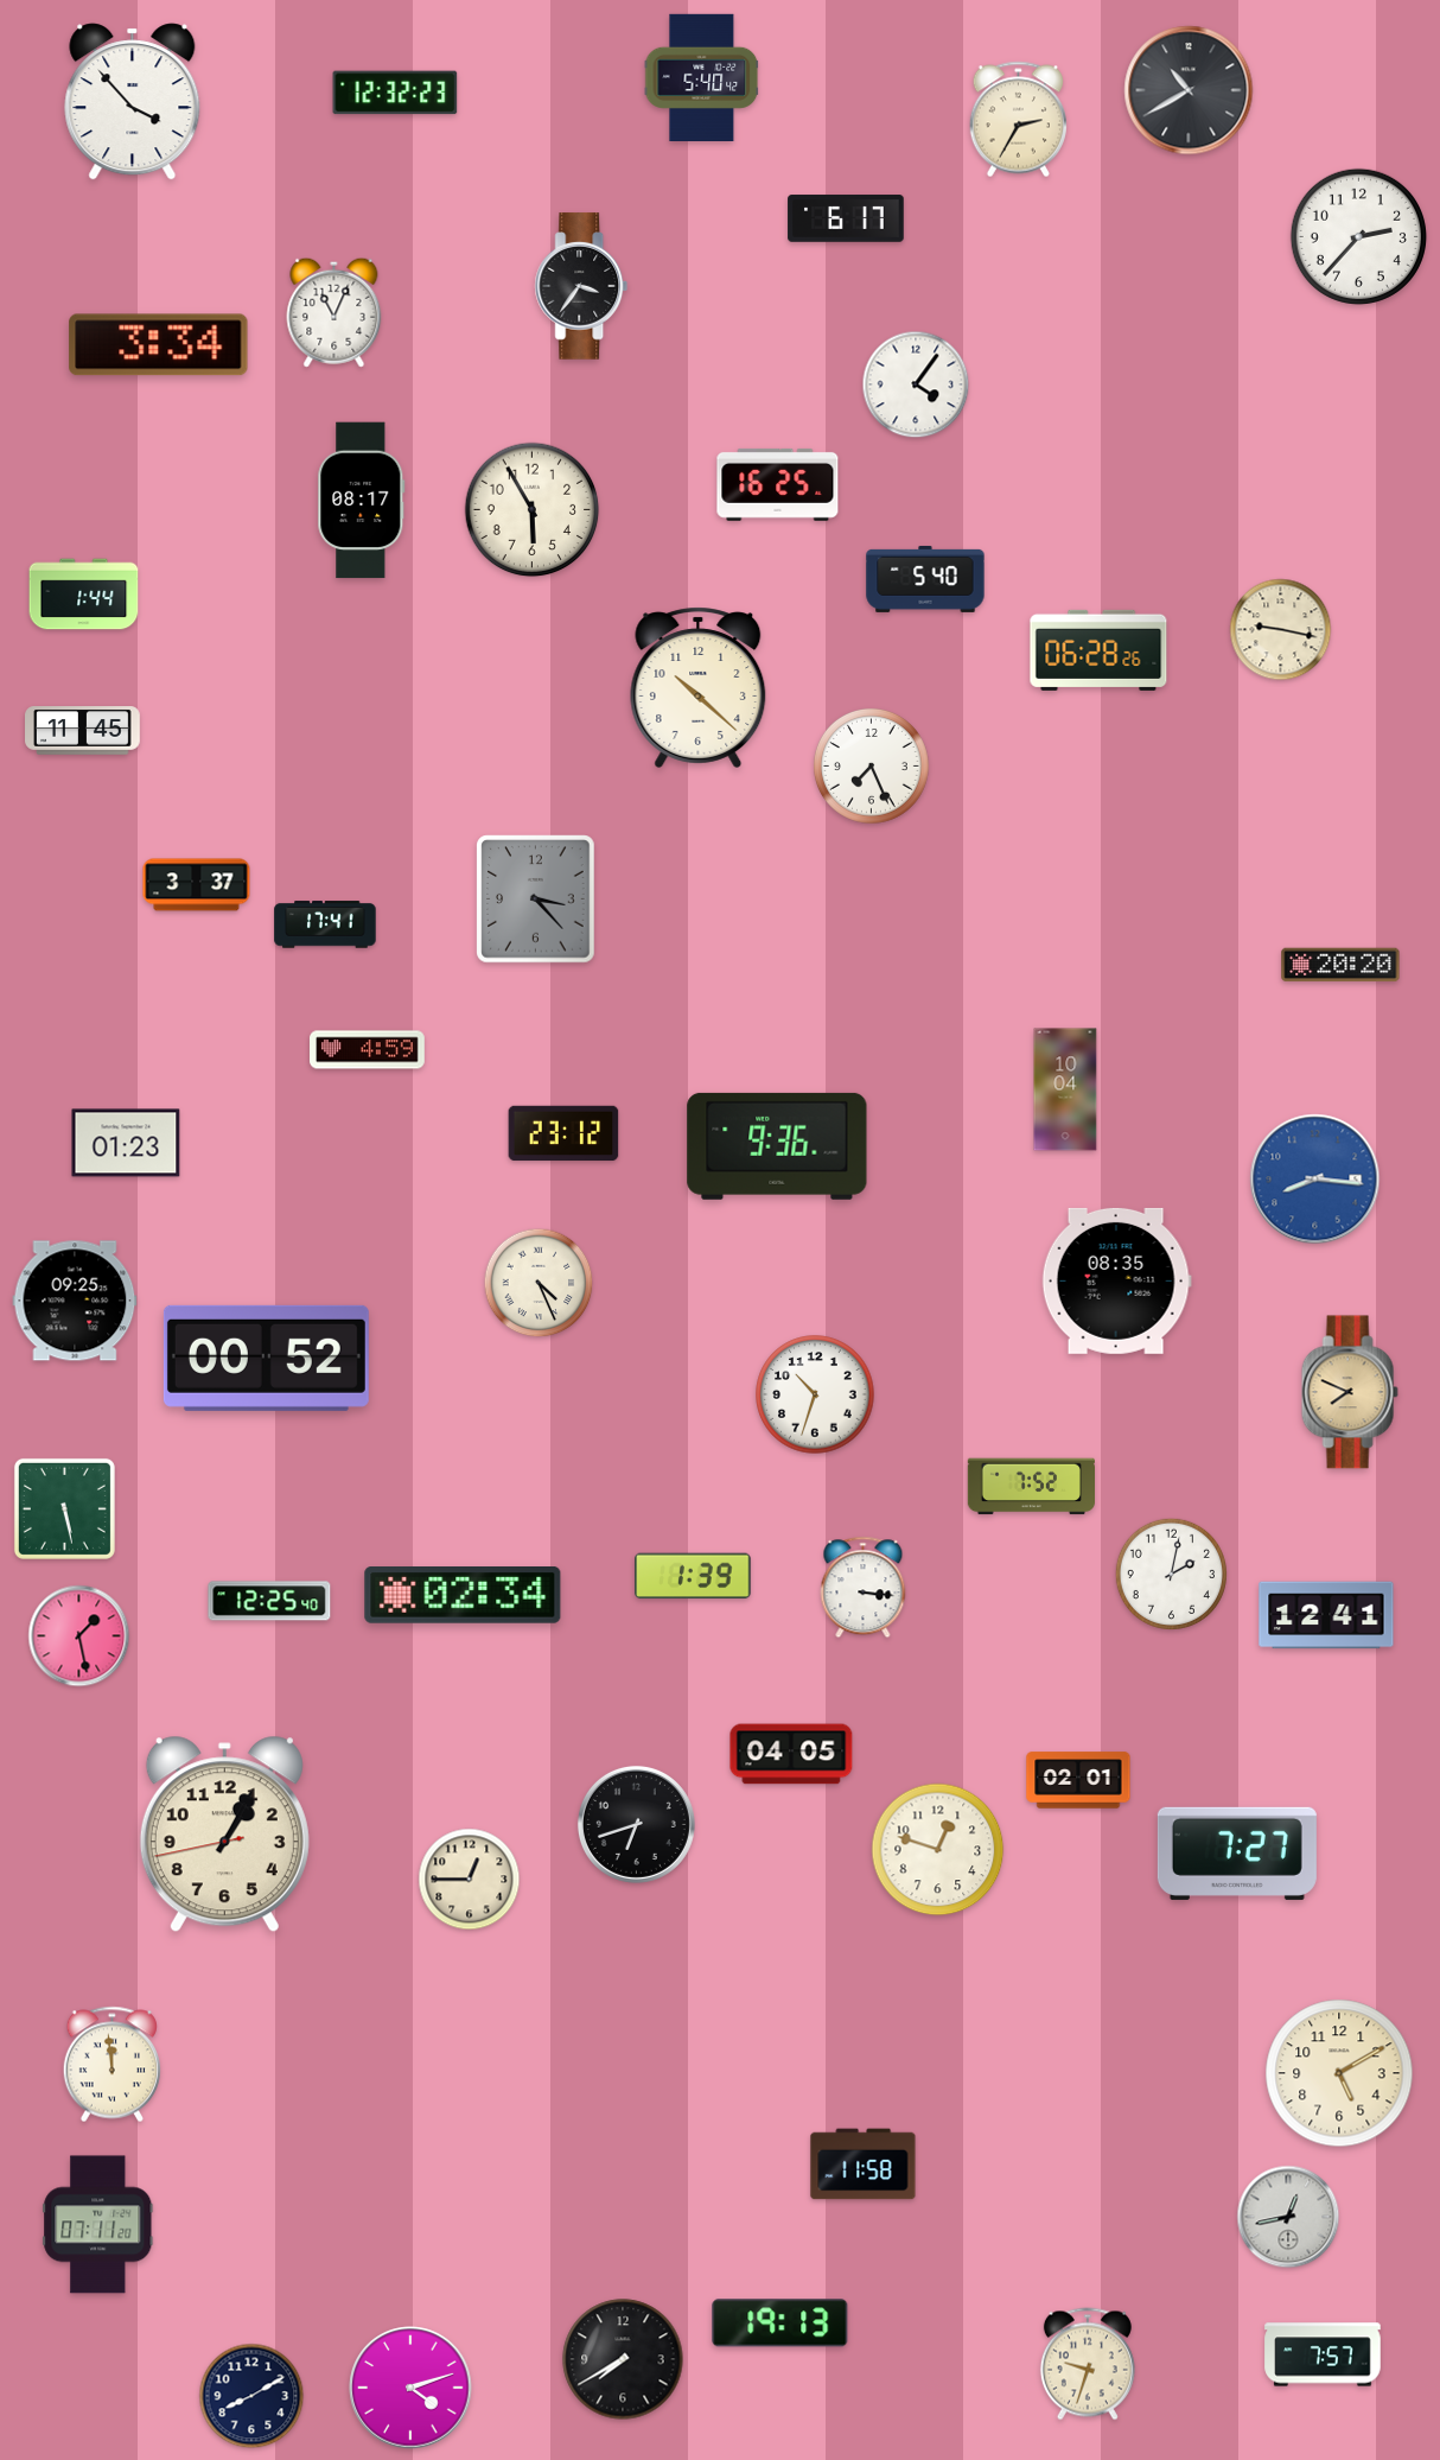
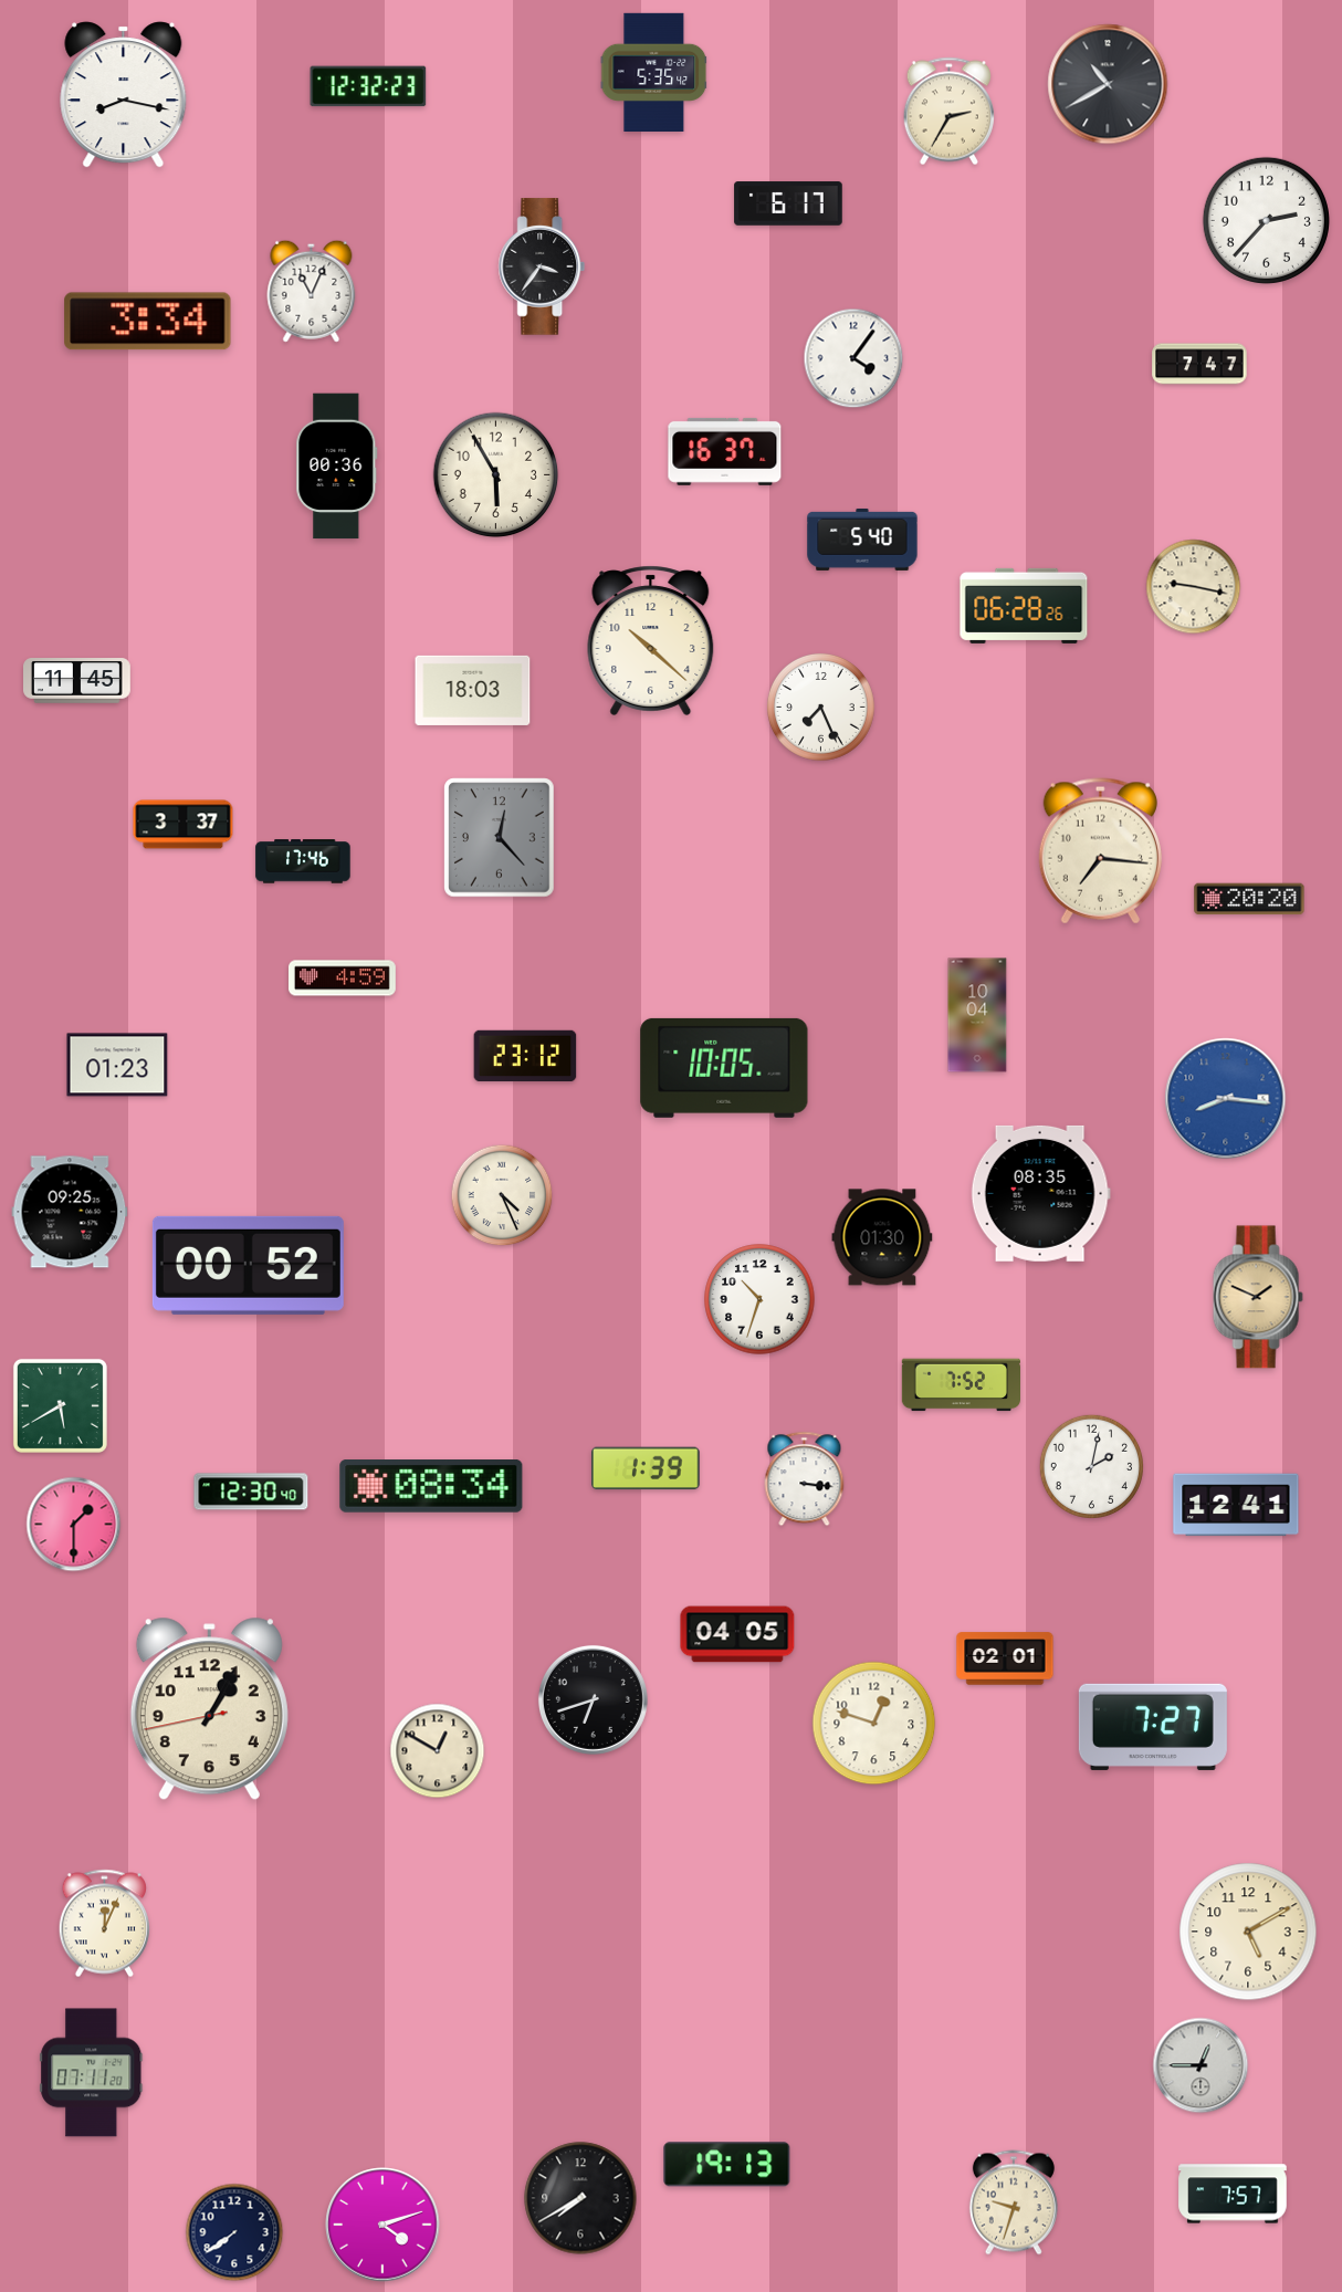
clock at (702, 77): 5:40 -> 5:35
clock at (133, 102): 3:53 -> 8:17
clock at (1199, 364): none -> 7:47
clock at (778, 484): 16:25 -> 16:37
clock at (362, 501): 08:17 -> 00:36
clock at (84, 595): 1:44 -> none
clock at (473, 690): none -> 18:03
clock at (871, 765) position: (871, 765) -> (820, 707)
clock at (536, 900): 3:23 -> 12:23
clock at (1100, 851): none -> 7:16
clock at (325, 924): 17:41 -> 17:46
clock at (1065, 1089) position: (1065, 1089) -> (977, 1015)
clock at (777, 1146): 9:36 -> 10:05
clock at (882, 1237): none -> 01:30
clock at (1350, 1392): 7:49 -> 1:49
clock at (64, 1508): 5:28 -> 5:40
clock at (463, 1596): 02:34 -> 08:34
clock at (269, 1601): 12:25 -> 12:30
clock at (79, 1636): 1:28 -> 1:30
clock at (470, 1880): 12:45 -> 12:50
clock at (111, 2065): 11:59 -> 12:04
clock at (864, 2165): 11:58 -> none
clock at (1288, 2217): 12:43 -> 12:45
clock at (251, 2396): 8:10 -> 7:39
